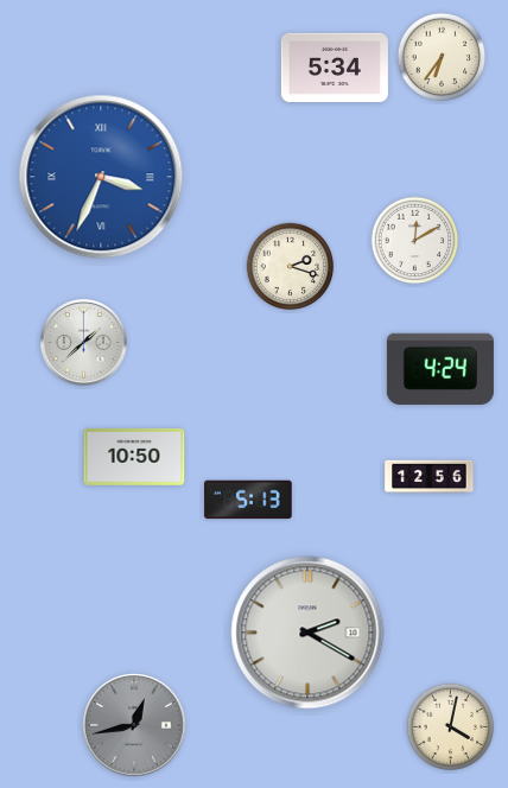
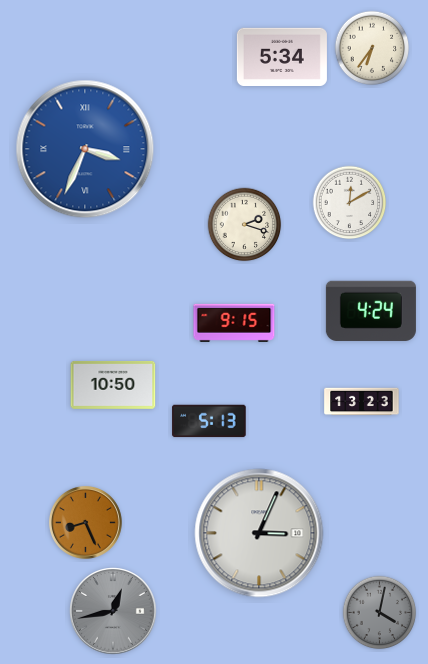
clock at (83, 342): 1:38 -> none
clock at (234, 323): none -> 9:15
clock at (430, 477): 12:56 -> 13:23
clock at (85, 522): none -> 8:26
clock at (307, 633): 2:20 -> 3:04
clock at (451, 727) dial: cream -> grey
